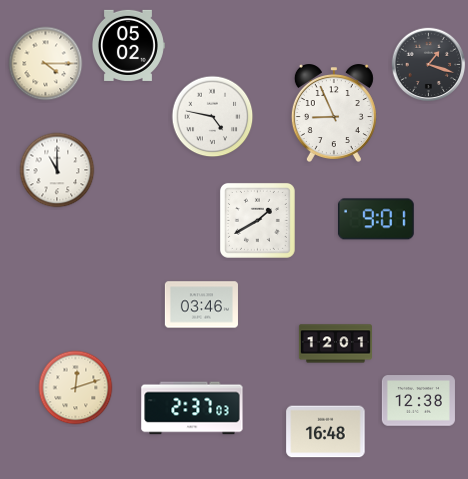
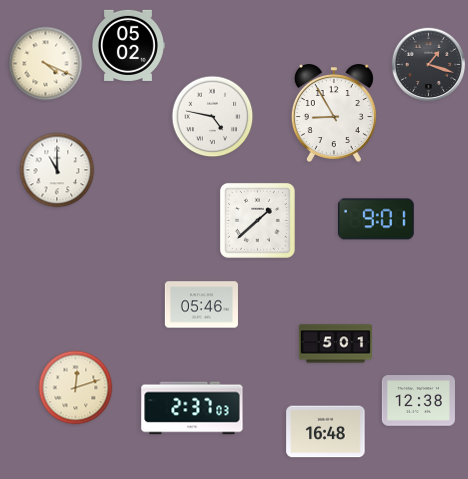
clock at (46, 64): 4:15 -> 4:19
clock at (334, 113): 8:56 -> 8:55
clock at (257, 220): 1:40 -> 1:38
clock at (201, 305): 03:46 -> 05:46
clock at (335, 344): 12:01 -> 5:01
